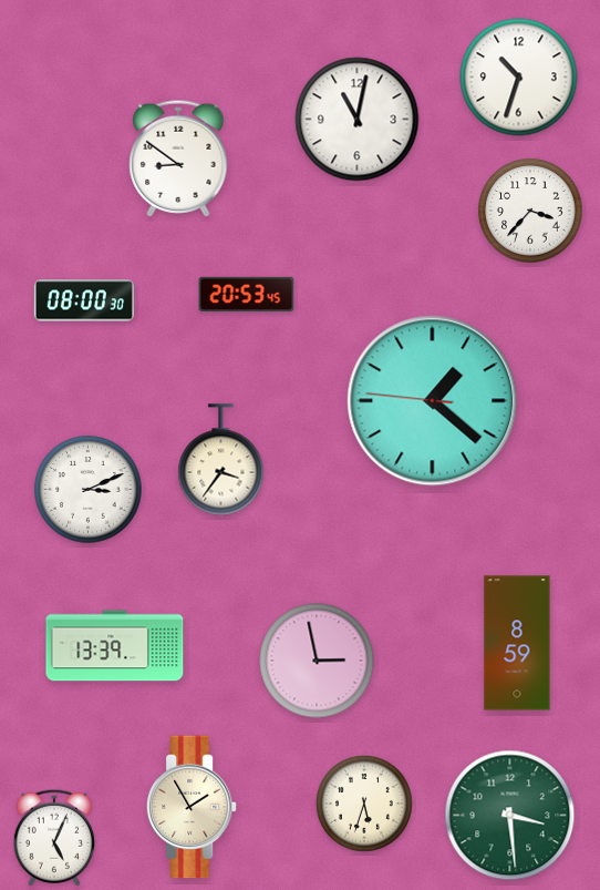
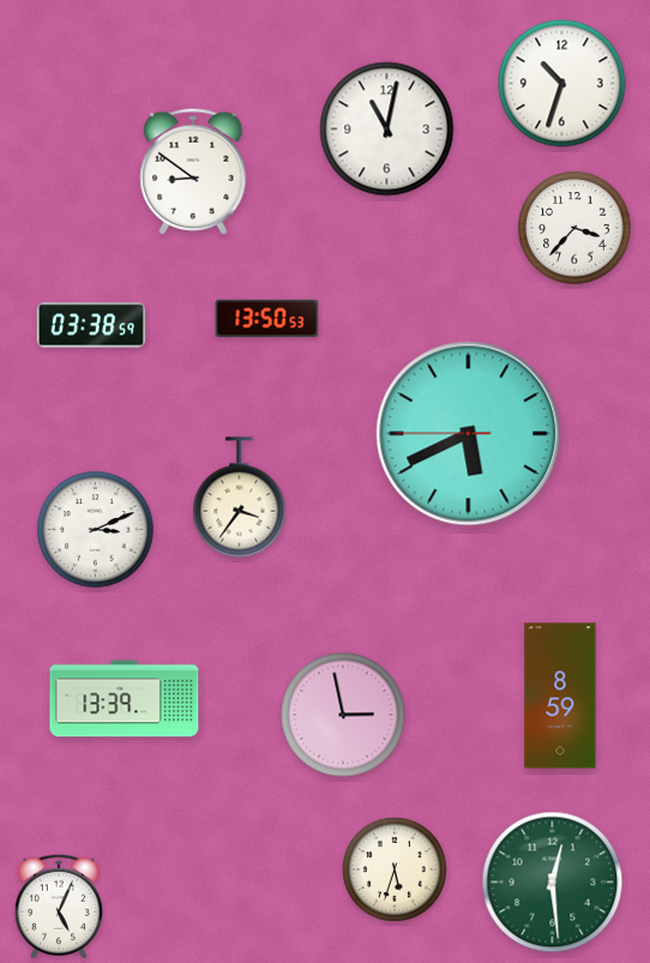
clock at (247, 294): 20:53 -> 13:50
clock at (83, 300): 08:00 -> 03:38
clock at (433, 401): 1:21 -> 5:40
clock at (193, 807): 1:55 -> none
clock at (510, 816): 3:29 -> 12:29
